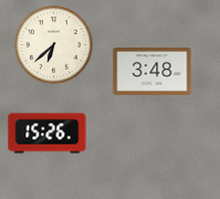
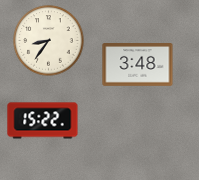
clock at (54, 45): 6:38 -> 8:36
clock at (48, 134): 15:26 -> 15:22
